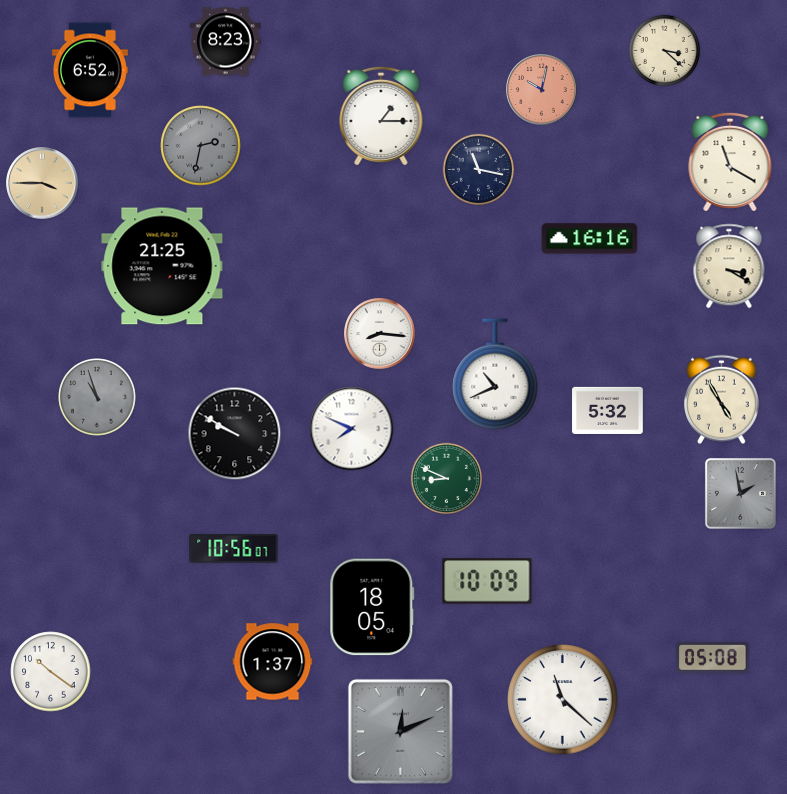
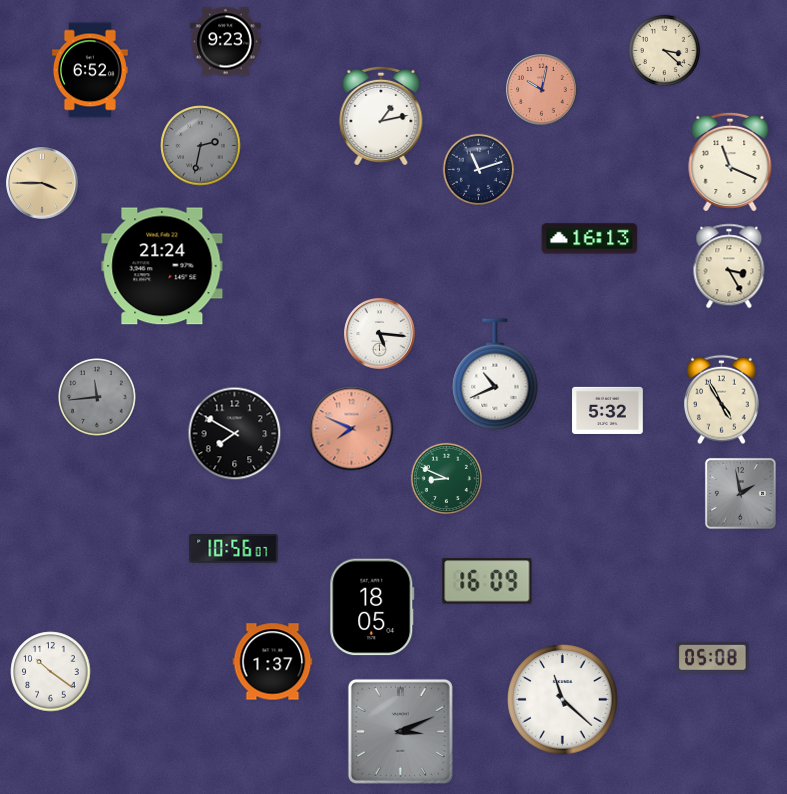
clock at (226, 42): 8:23 -> 9:23
clock at (381, 116): 1:15 -> 1:13
clock at (730, 162): 11:20 -> 11:19
clock at (479, 170): 11:17 -> 11:12
clock at (590, 239): 16:16 -> 16:13
clock at (162, 266): 21:25 -> 21:24
clock at (729, 266): 3:20 -> 3:25
clock at (380, 334): 8:16 -> 5:16
clock at (97, 397): 10:57 -> 11:44
clock at (352, 429) dial: white -> salmon
clock at (235, 434): 9:50 -> 7:50
clock at (487, 581): 10:09 -> 16:09
clock at (400, 731): 12:11 -> 3:11
